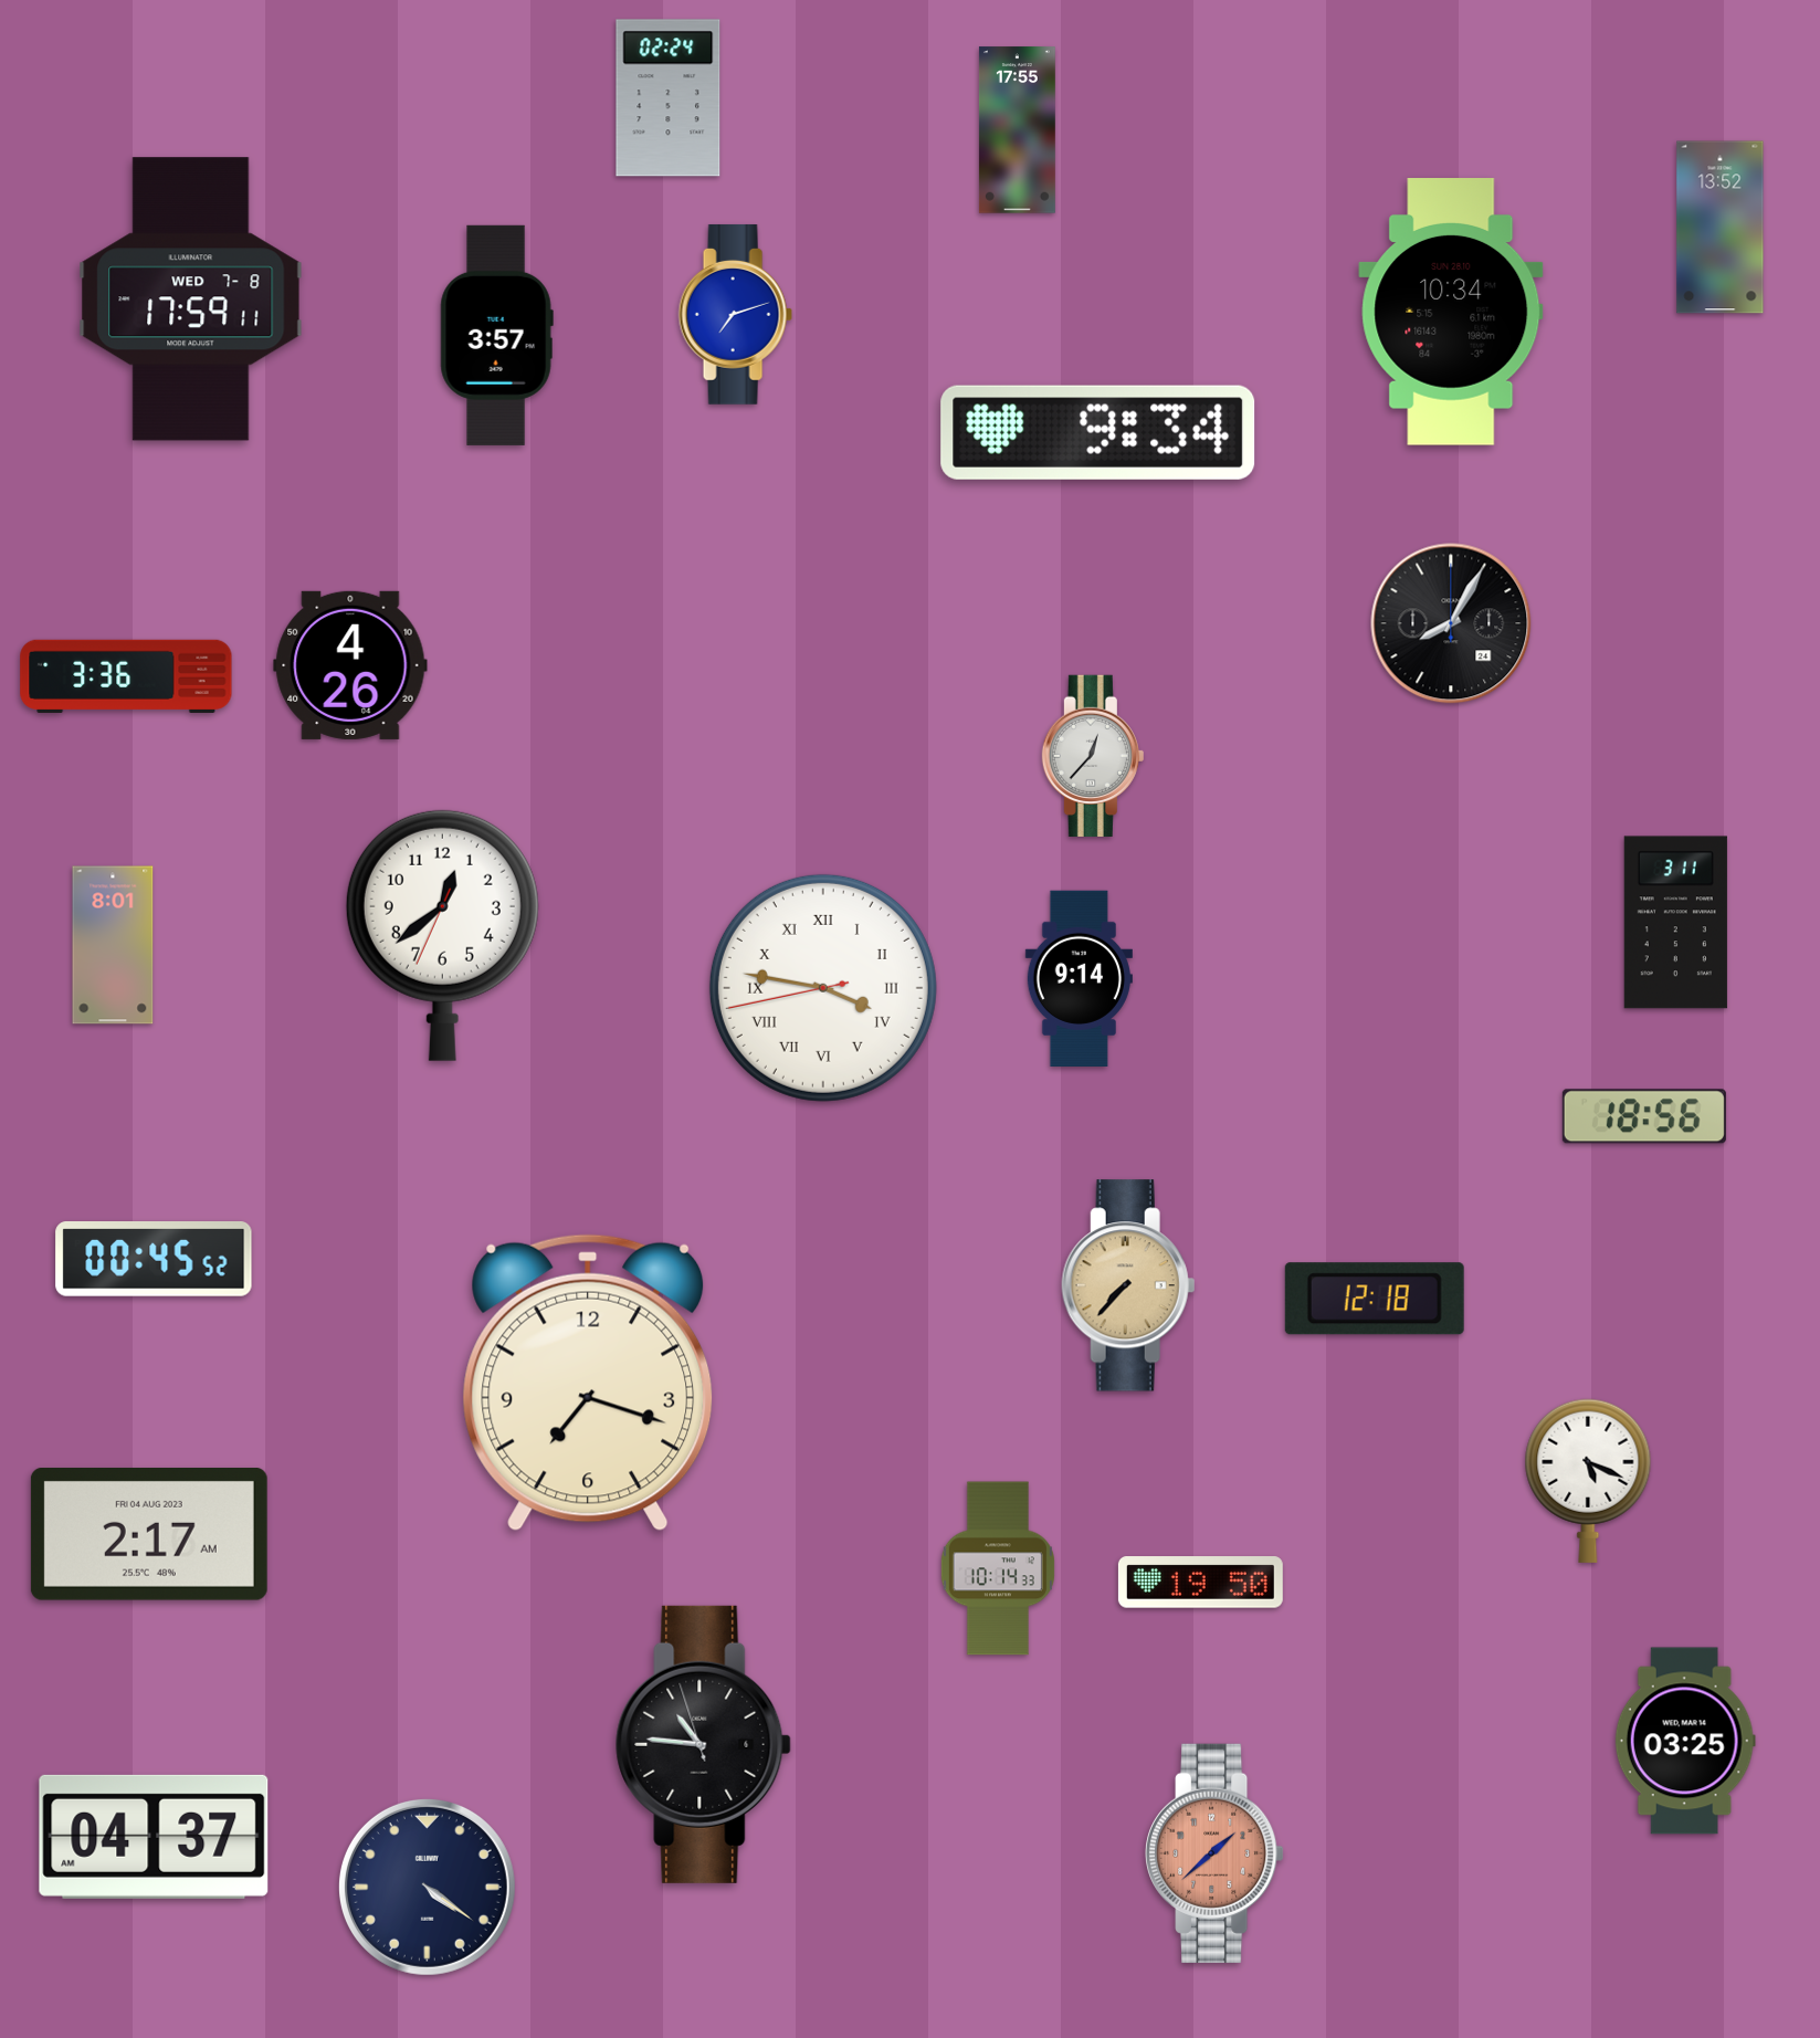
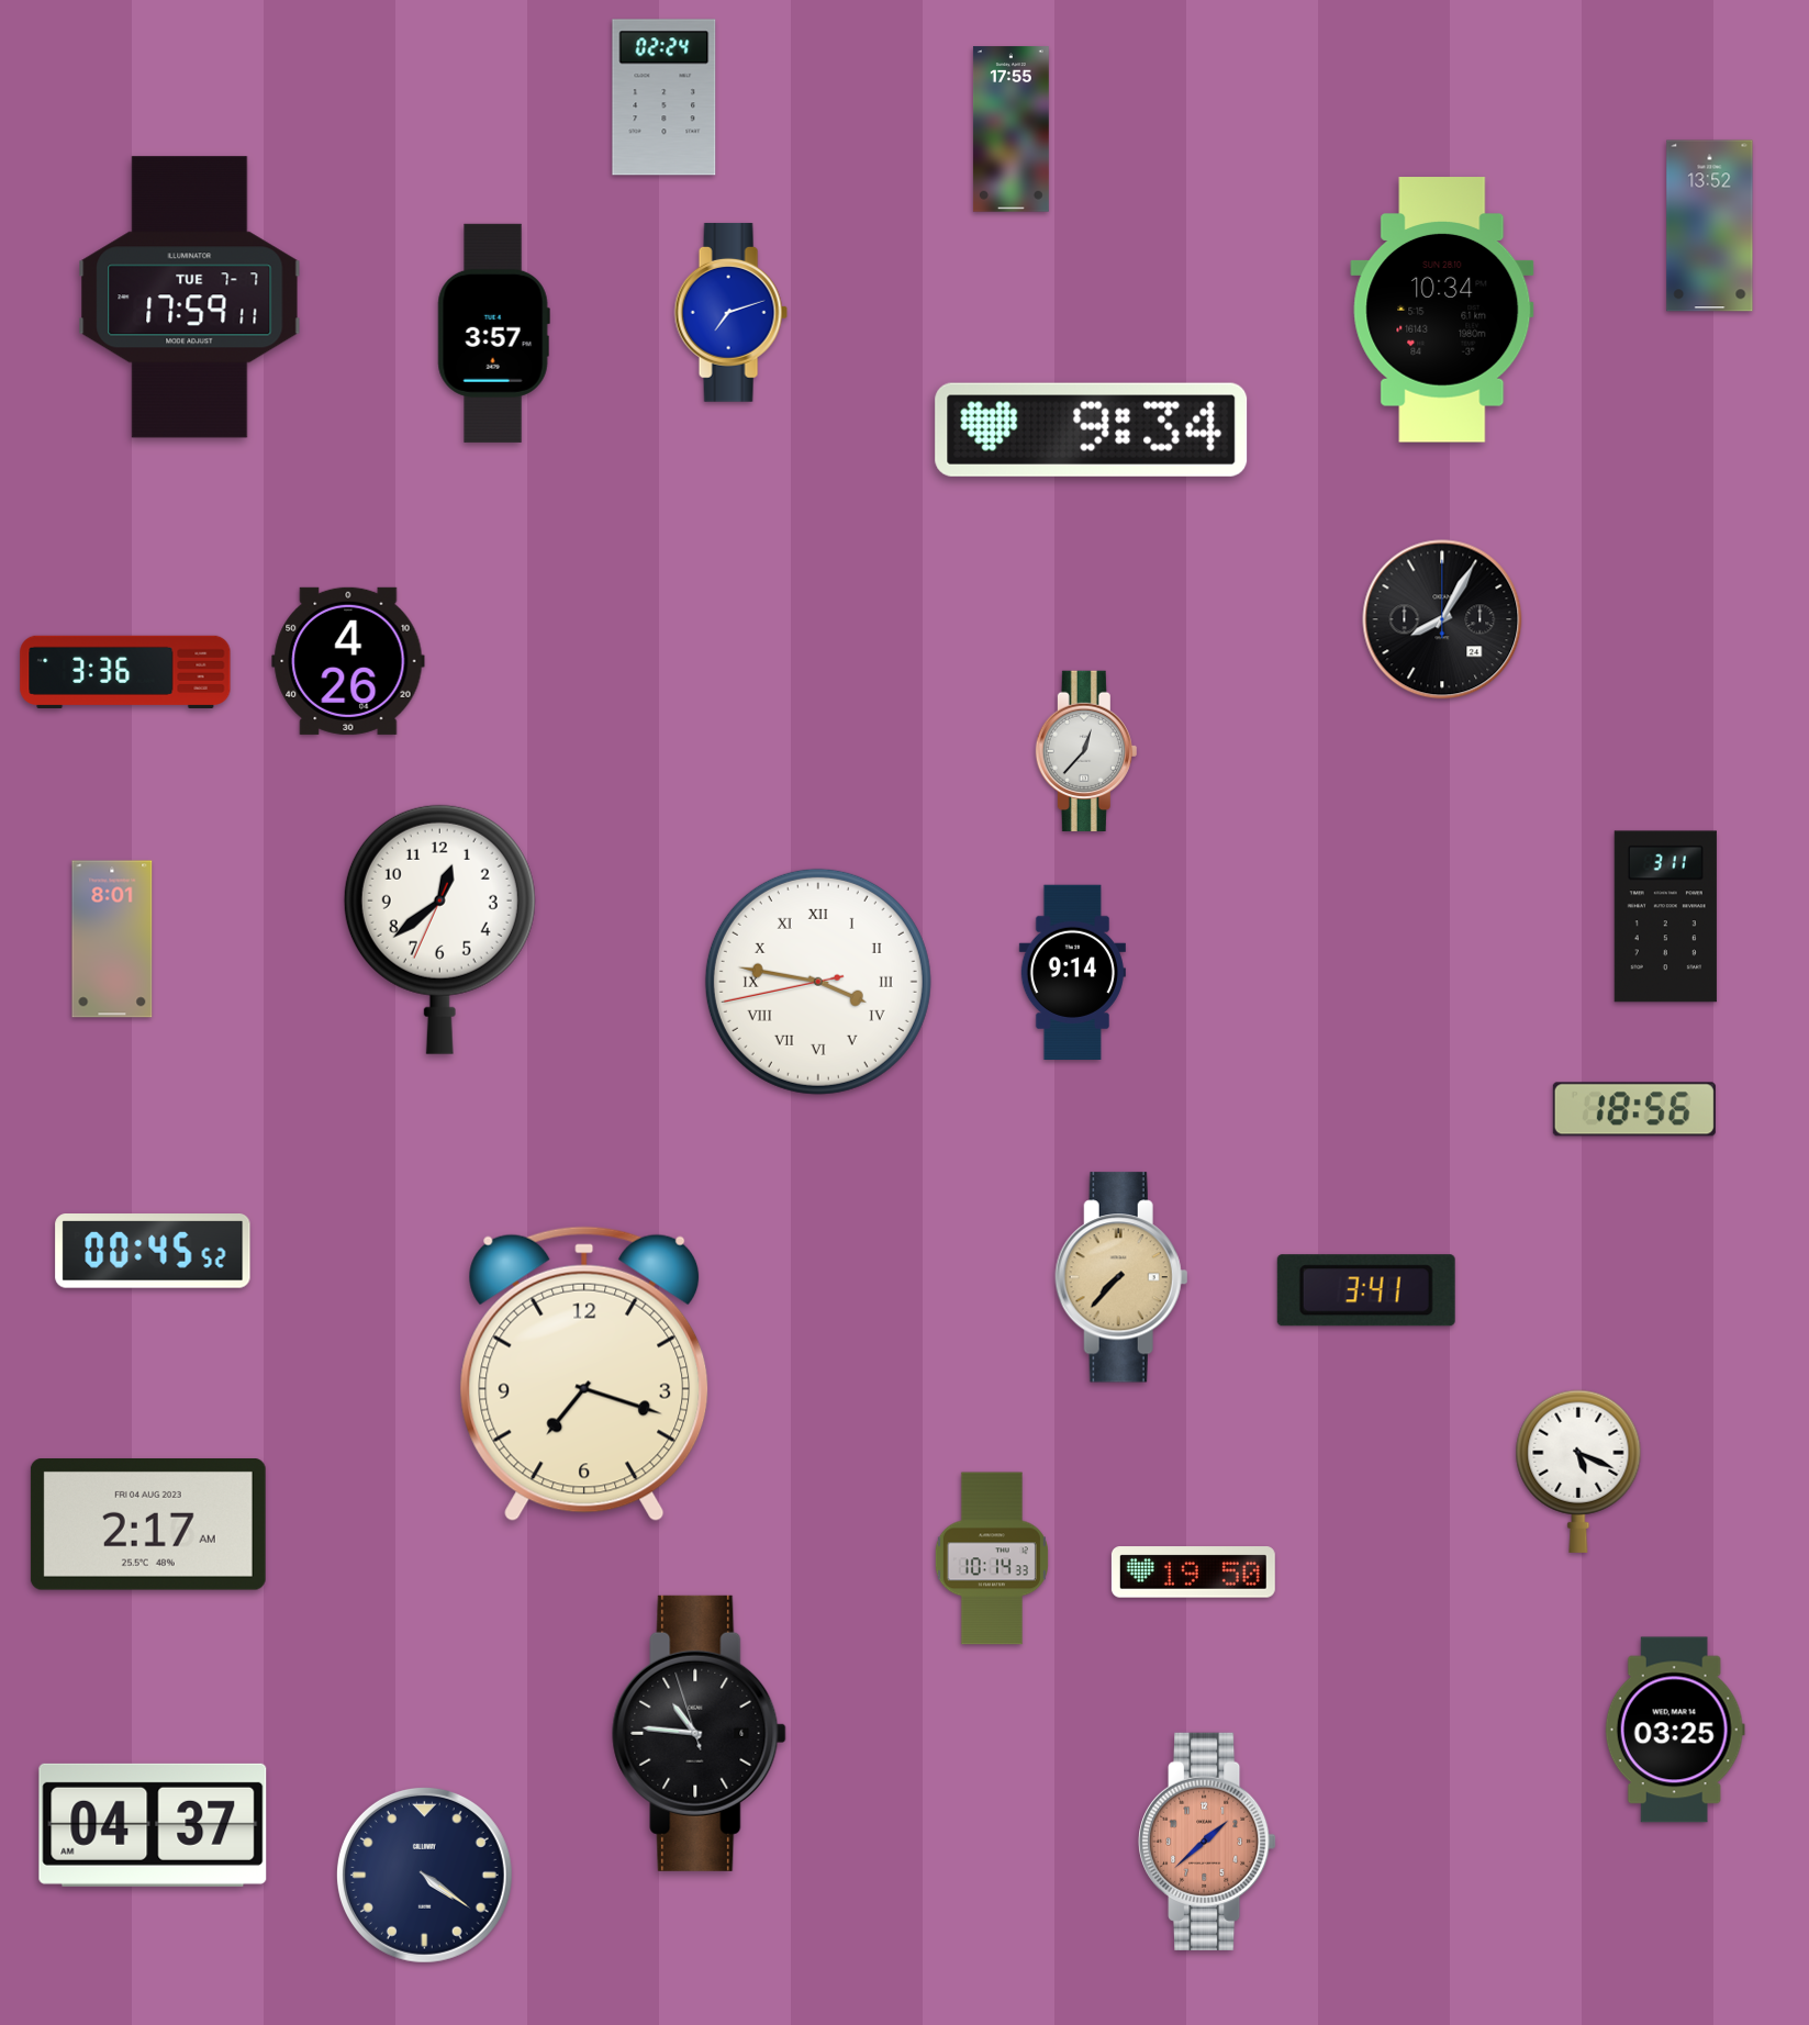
clock at (191, 300) date: WED 7-8 -> TUE 7-7
clock at (1375, 1299): 12:18 -> 3:41
